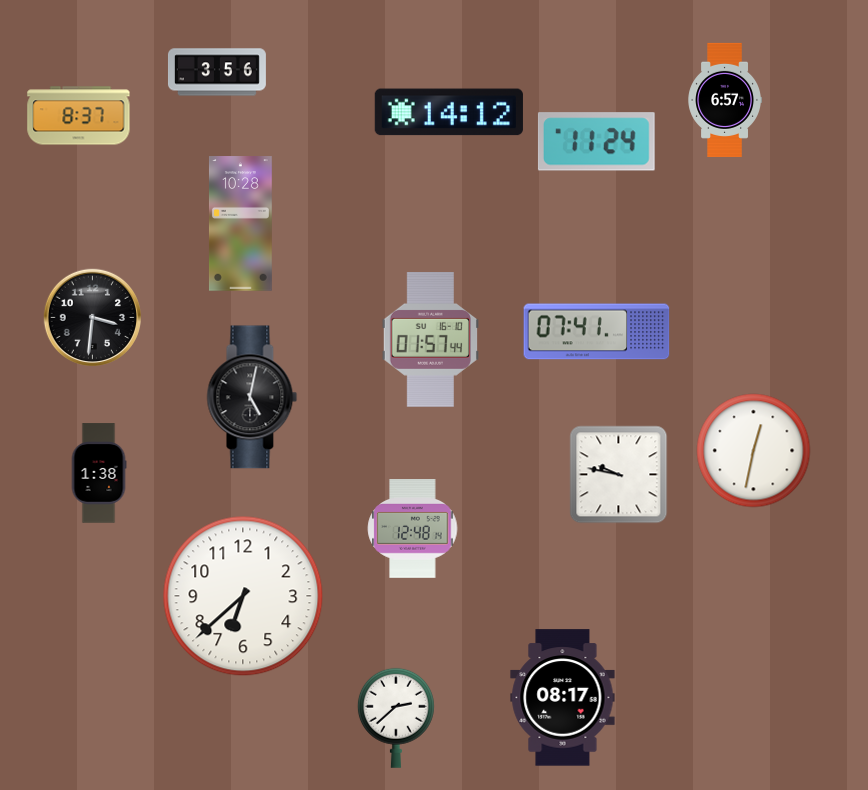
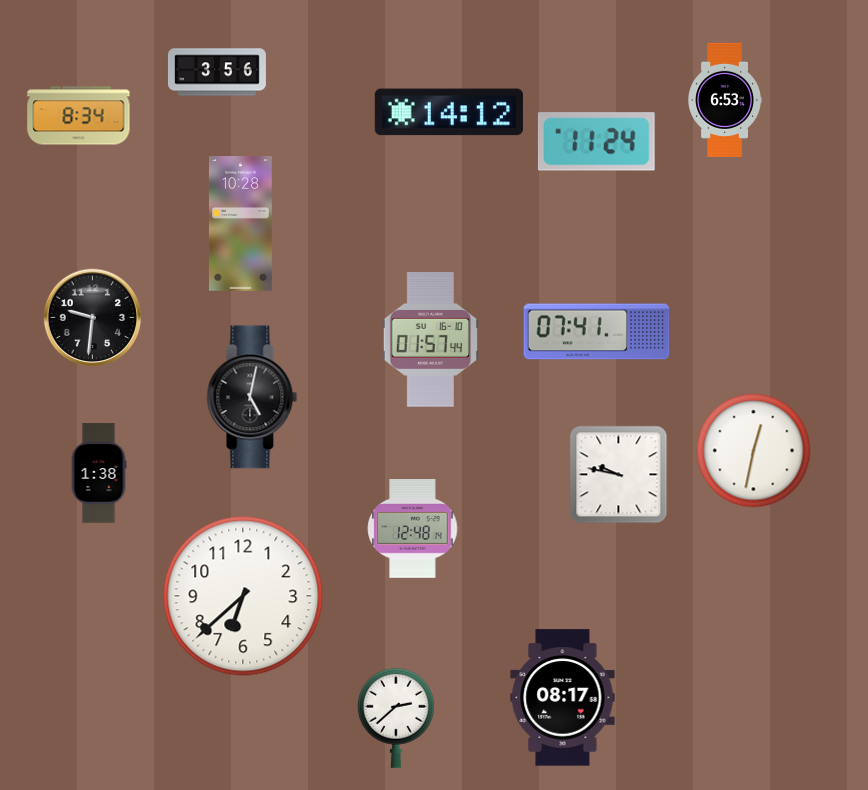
clock at (724, 100): 6:57 -> 6:53
clock at (79, 116): 8:37 -> 8:34
clock at (92, 317): 3:31 -> 9:31
